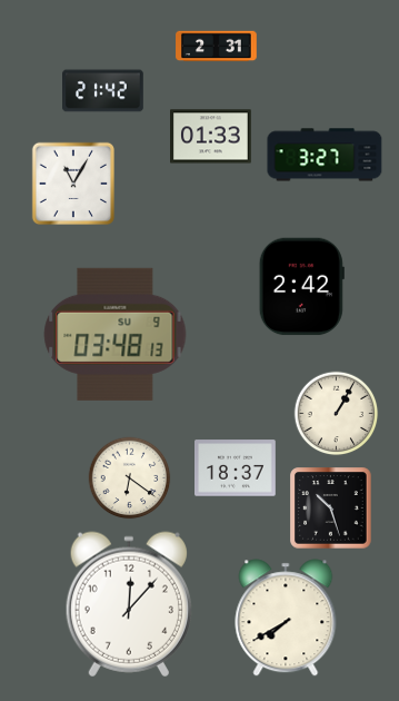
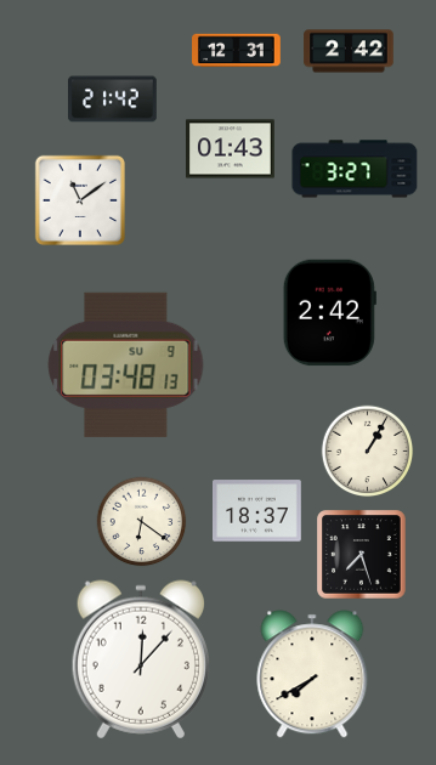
clock at (217, 47): 2:31 -> 12:31
clock at (349, 51): none -> 2:42
clock at (211, 137): 01:33 -> 01:43
clock at (72, 182): 11:05 -> 11:09
clock at (331, 509): 10:27 -> 7:27
